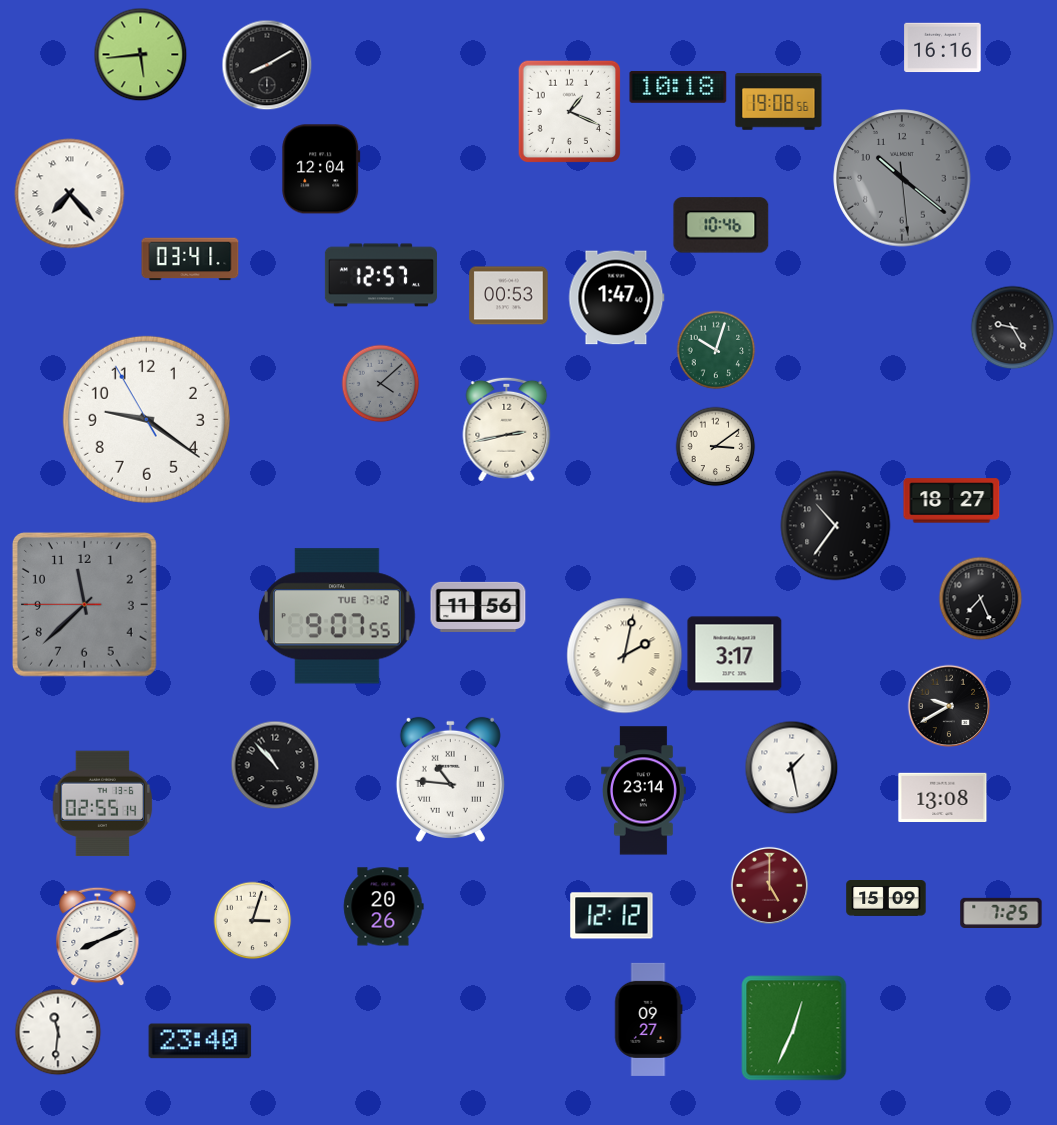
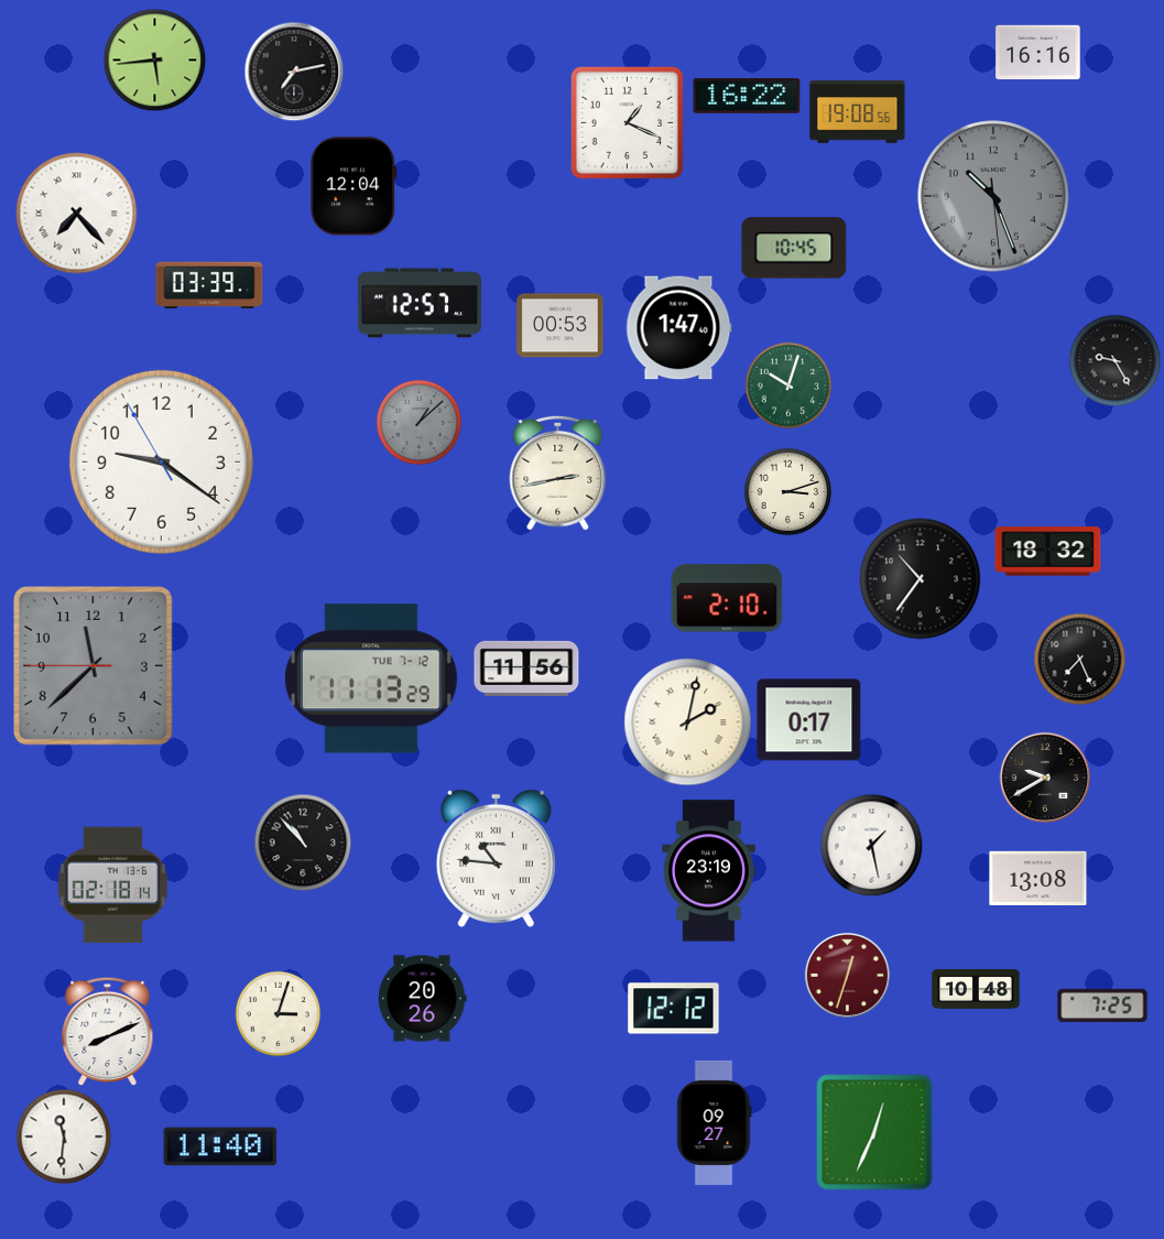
clock at (267, 65): 8:10 -> 7:13
clock at (678, 87): 10:18 -> 16:22
clock at (902, 178): 10:21 -> 10:26
clock at (721, 225): 10:46 -> 10:45
clock at (190, 259): 03:41 -> 03:39
clock at (380, 383): 4:08 -> 1:08
clock at (715, 446): 3:09 -> 3:12
clock at (952, 501): 18:27 -> 18:32
clock at (727, 598): none -> 2:10
clock at (337, 616): 9:07 -> 11:13
clock at (735, 654): 3:17 -> 0:17
clock at (643, 791): 23:14 -> 23:19
clock at (103, 804): 02:55 -> 02:18
clock at (769, 885): 5:00 -> 12:33
clock at (886, 899): 15:09 -> 10:48
clock at (200, 1041): 23:40 -> 11:40
